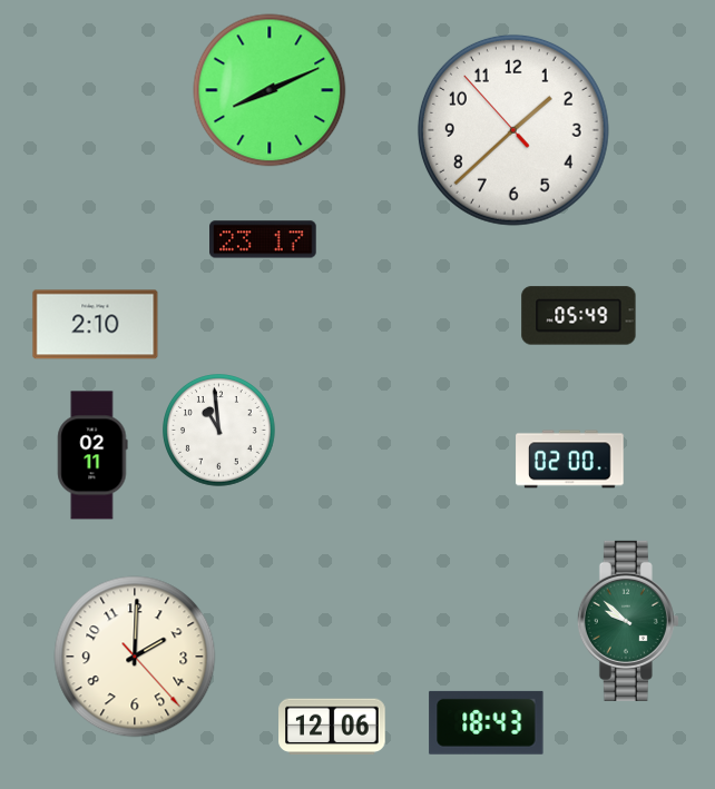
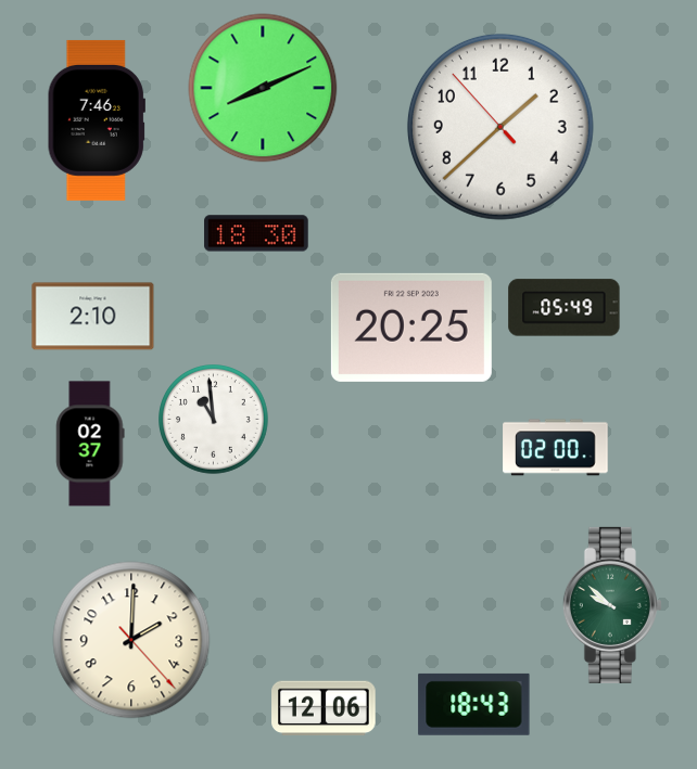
clock at (97, 120): none -> 7:46
clock at (263, 239): 23:17 -> 18:30
clock at (411, 328): none -> 20:25
clock at (92, 455): 02:11 -> 02:37
